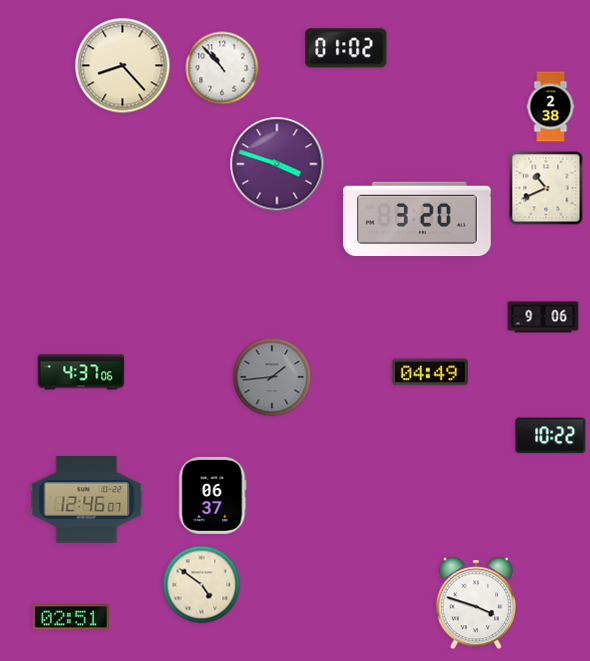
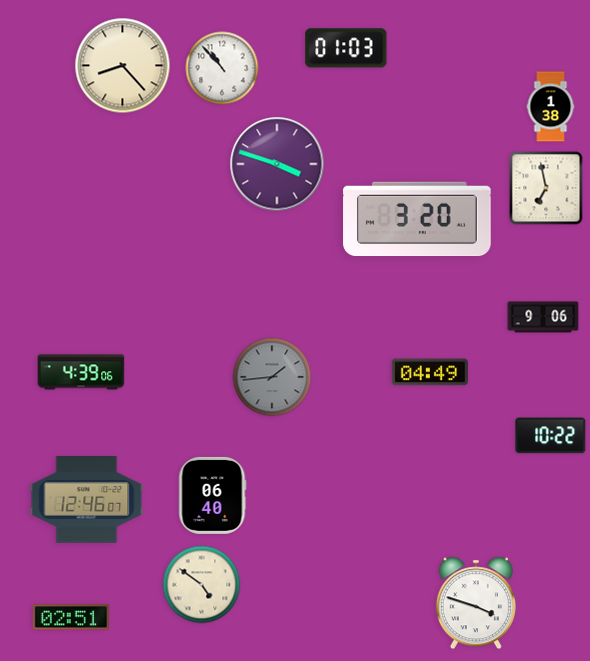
clock at (346, 48): 01:02 -> 01:03
clock at (551, 107): 2:38 -> 1:38
clock at (546, 188): 10:41 -> 6:58
clock at (81, 372): 4:37 -> 4:39
clock at (213, 495): 06:37 -> 06:40
